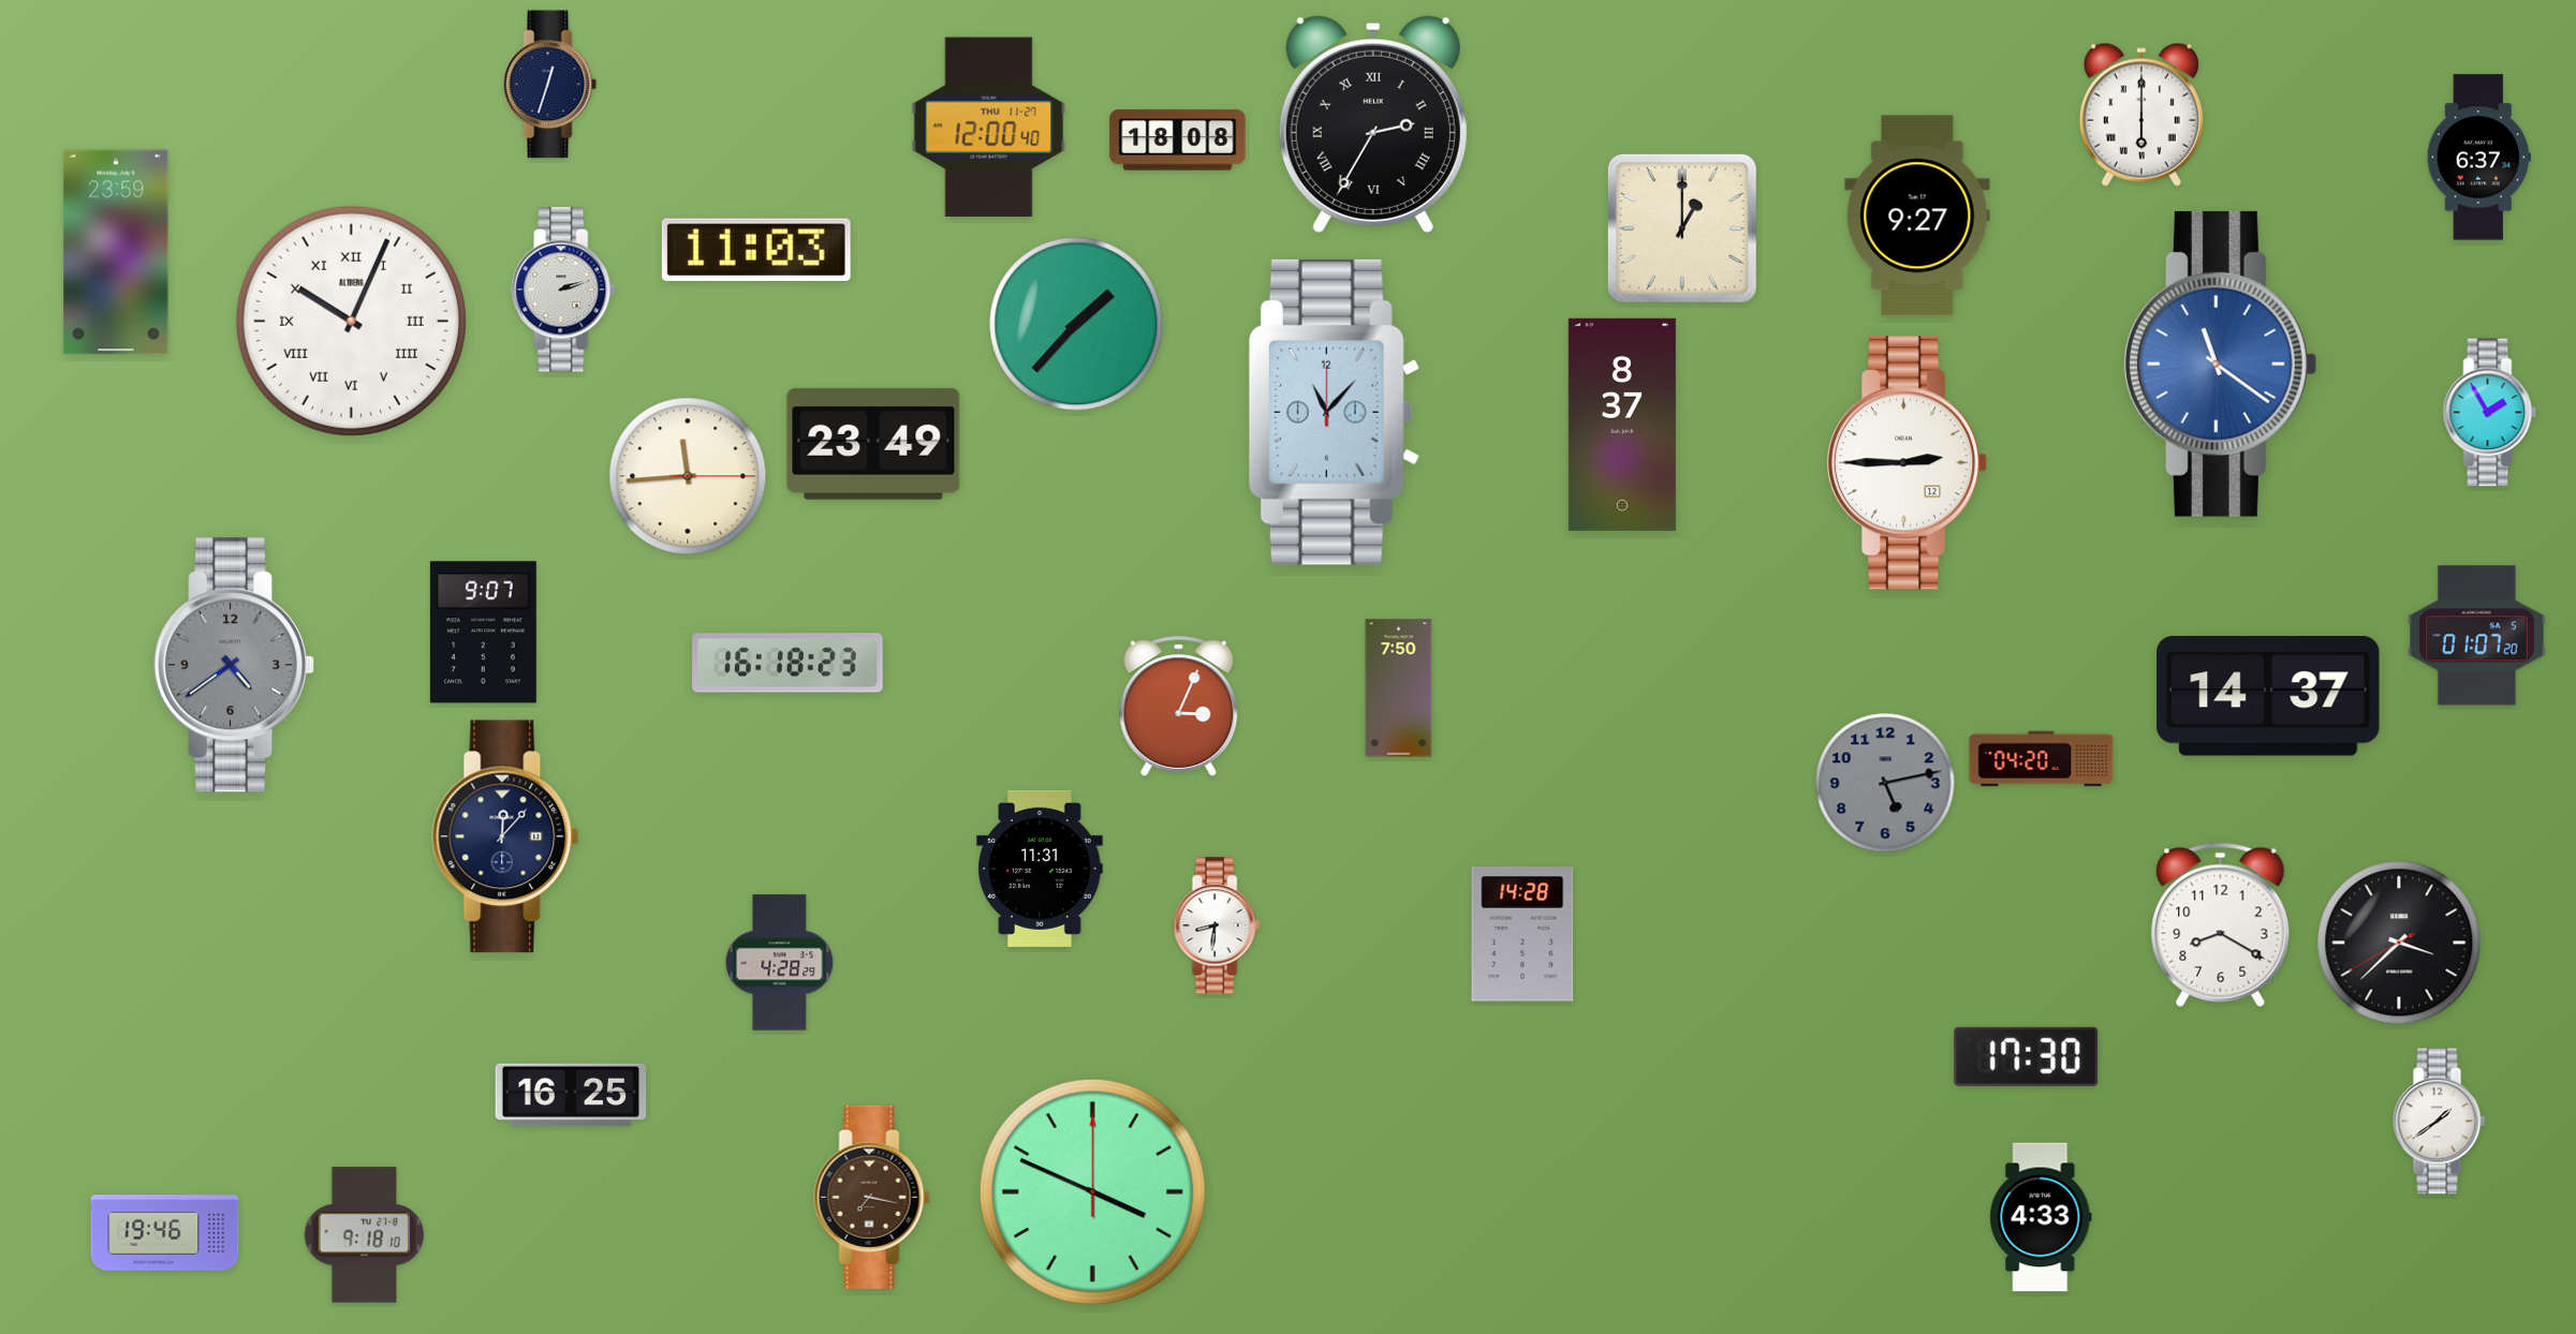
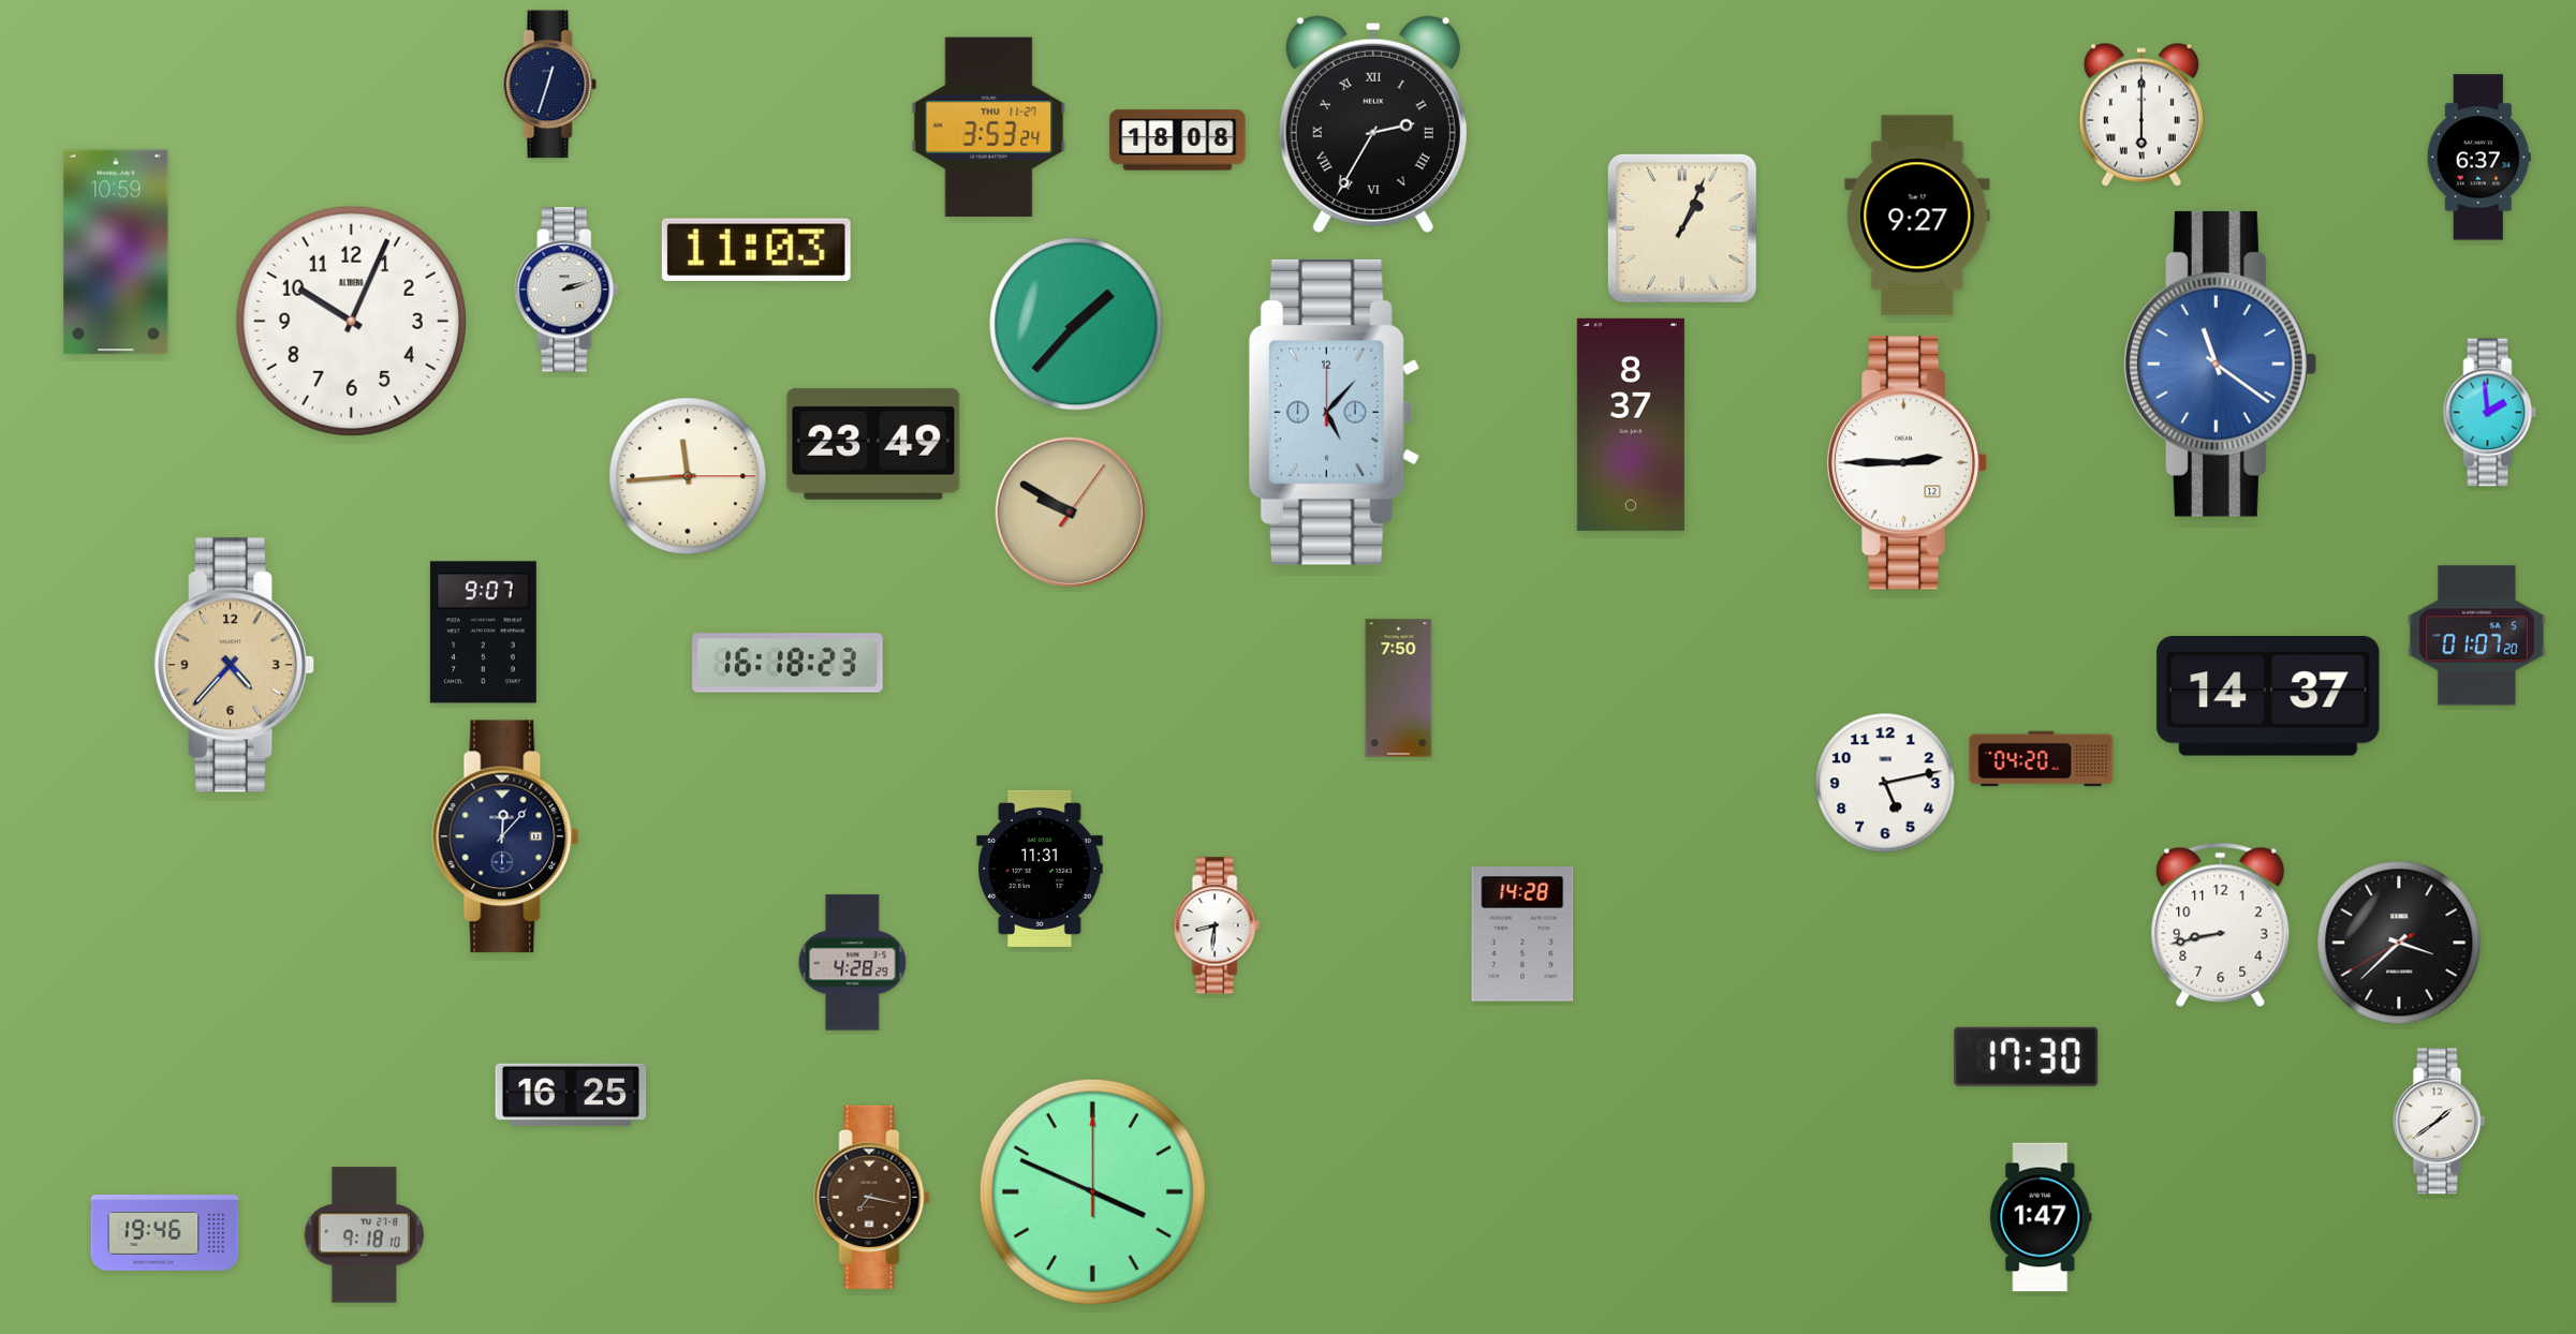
clock at (989, 128): 12:00 -> 3:53
clock at (1682, 228): 1:00 -> 1:04
clock at (116, 252): 23:59 -> 10:59
clock at (563, 290) position: (563, 290) -> (566, 290)
clock at (351, 321) numerals: Roman -> Arabic
clock at (1334, 412): 11:07 -> 5:07
clock at (2490, 413): 1:55 -> 1:59
clock at (1622, 425) position: (1622, 425) -> (1631, 425)
clock at (1070, 512): none -> 9:50
clock at (235, 665): 4:39 -> 4:37
clock at (235, 665) dial: grey -> champagne
clock at (1179, 707): 3:04 -> none
clock at (1885, 783) dial: grey -> white
clock at (2221, 924): 8:20 -> 8:43
clock at (780, 963) position: (780, 963) -> (853, 963)
clock at (2041, 1217): 4:33 -> 1:47
